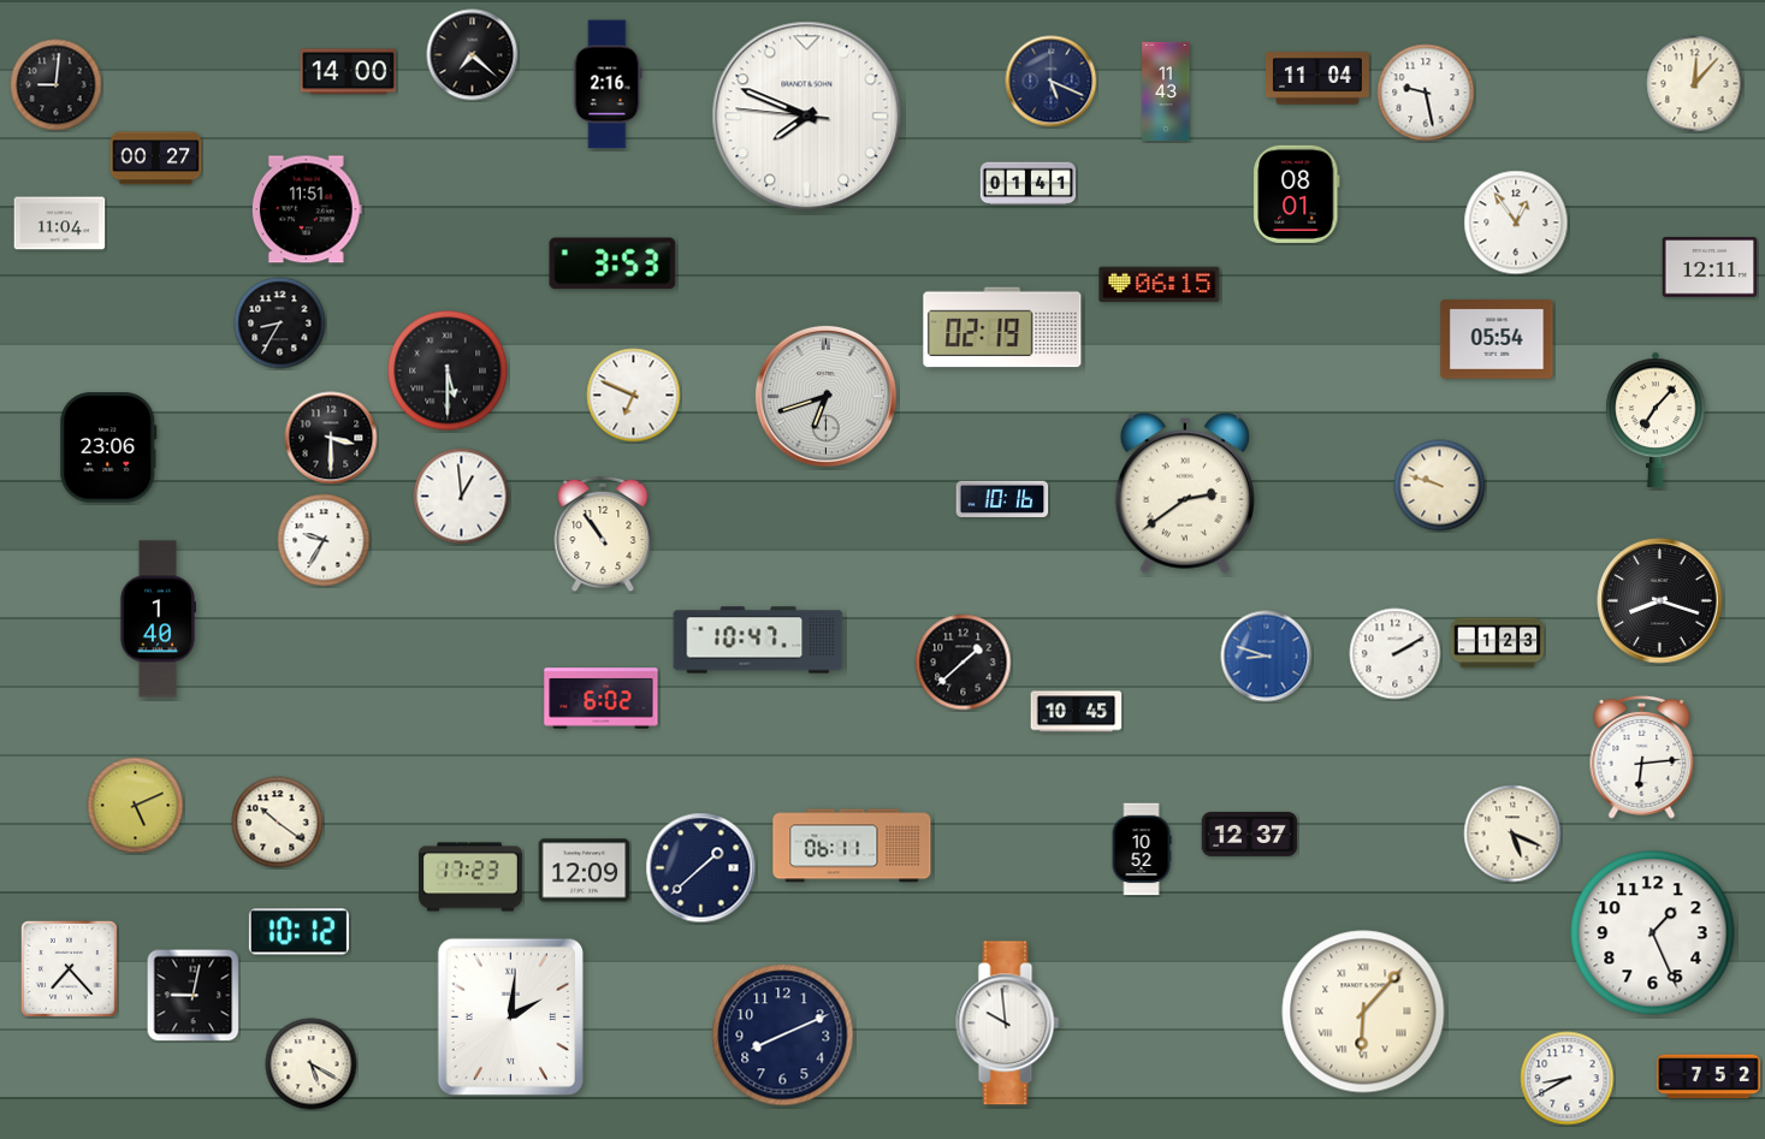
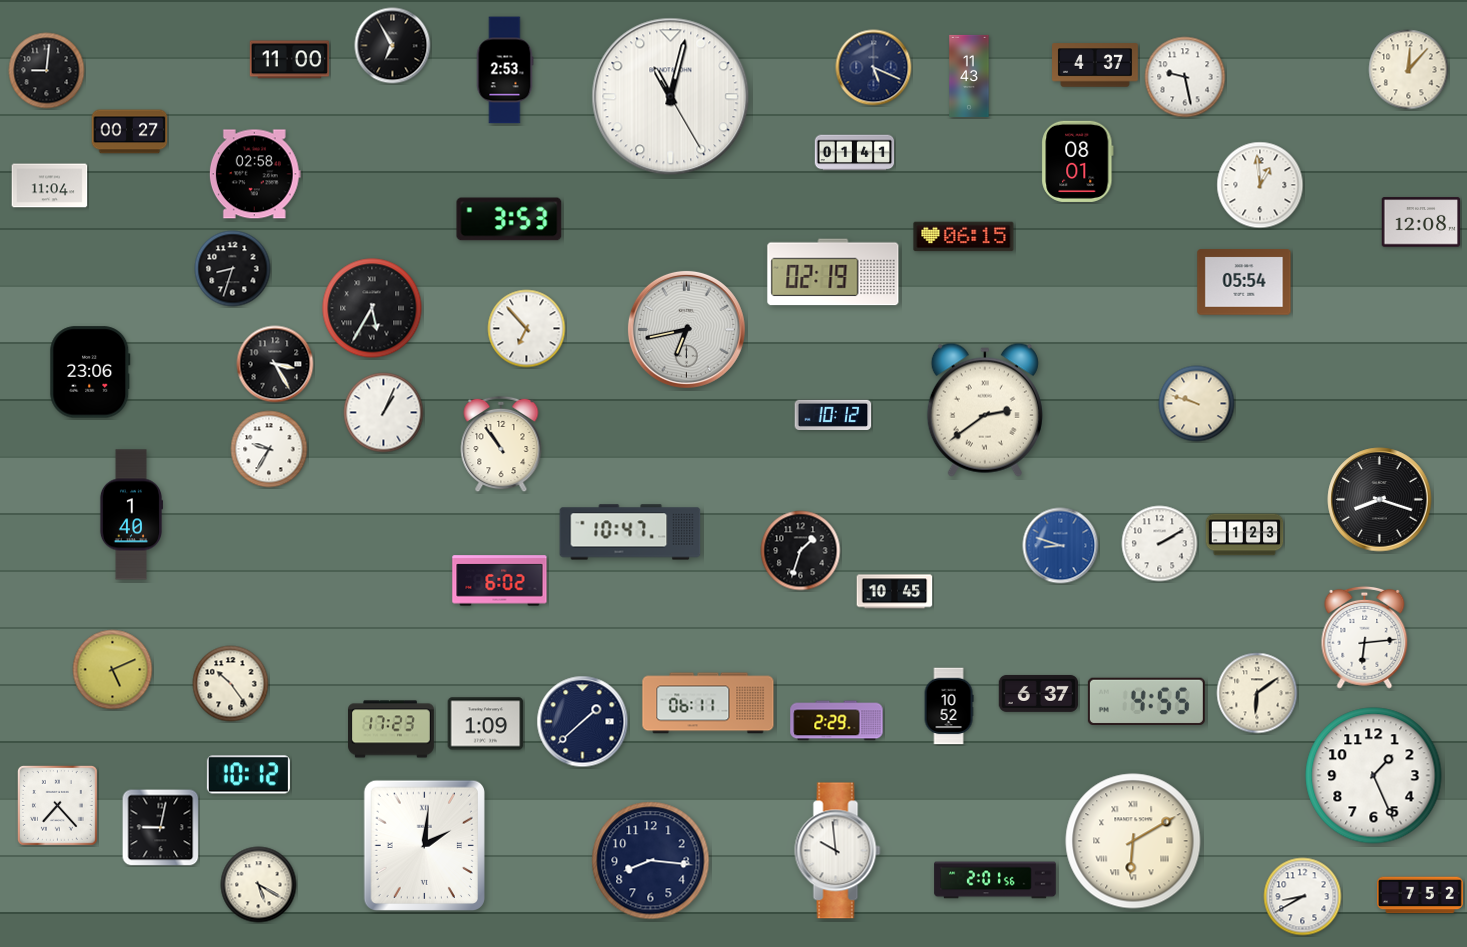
clock at (473, 55): 7:22 -> 6:55
clock at (349, 72): 14:00 -> 11:00
clock at (1319, 78): 11:04 -> 4:37
clock at (608, 84): 2:16 -> 2:53
clock at (807, 117): 7:48 -> 11:02
clock at (307, 209): 11:51 -> 02:58
clock at (1516, 223): 12:54 -> 12:59
clock at (1710, 267): 12:11 -> 12:08
clock at (280, 324): 8:35 -> 8:33
clock at (448, 370): 5:30 -> 5:35
clock at (634, 396): 6:49 -> 6:53
clock at (825, 396): 6:42 -> 6:43
clock at (1656, 420): 7:07 -> none
clock at (331, 438): 3:30 -> 3:25
clock at (462, 497): 12:59 -> 1:04
clock at (1002, 499): 10:16 -> 10:12
clock at (1267, 657) position: (1267, 657) -> (1061, 546)
clock at (964, 663): 1:38 -> 1:33
clock at (1642, 757) position: (1642, 757) -> (1365, 637)
clock at (278, 823): 10:21 -> 10:24
clock at (1250, 834): 12:37 -> 6:37
clock at (1512, 834): 5:19 -> 6:09
clock at (1146, 702): none -> 4:55
clock at (837, 721): none -> 2:29
clock at (585, 871): 12:09 -> 1:09
clock at (1363, 1012): 6:07 -> 6:10
clock at (783, 1036): 8:11 -> 8:16
clock at (995, 880): none -> 2:01
